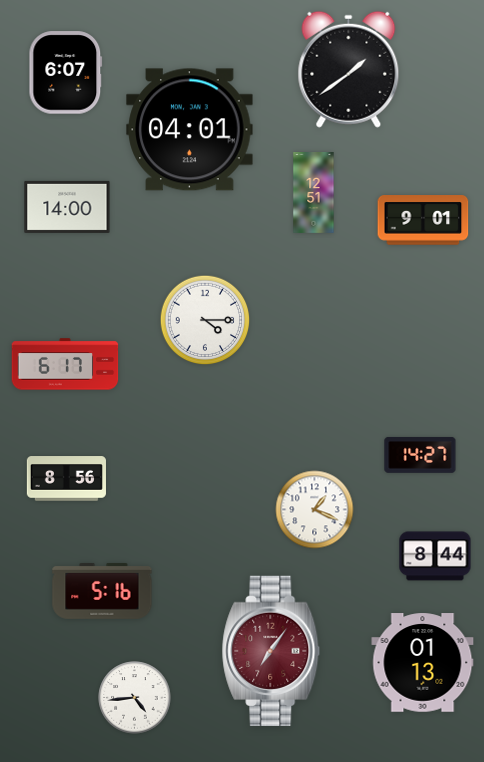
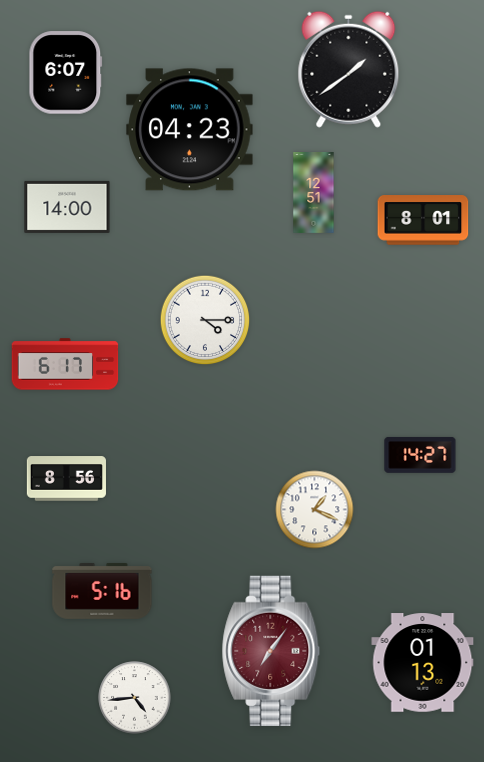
clock at (190, 130): 04:01 -> 04:23
clock at (423, 220): 9:01 -> 8:01
clock at (435, 556): 8:44 -> none
